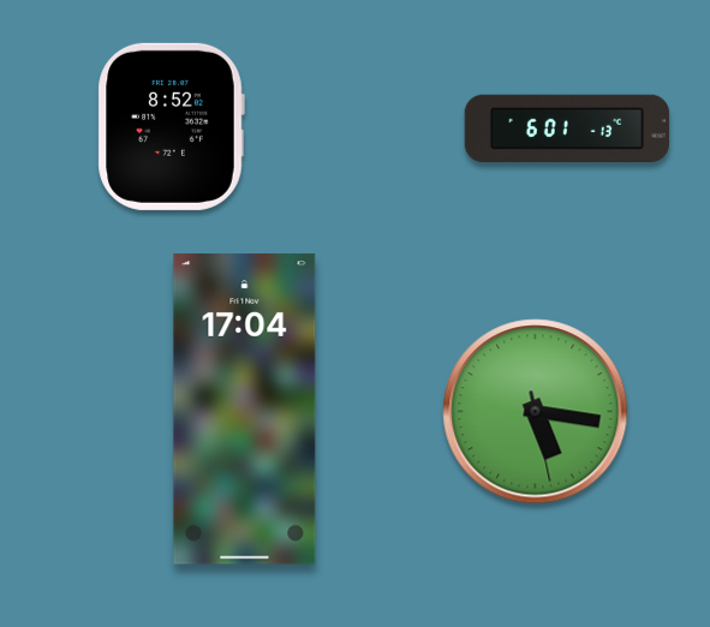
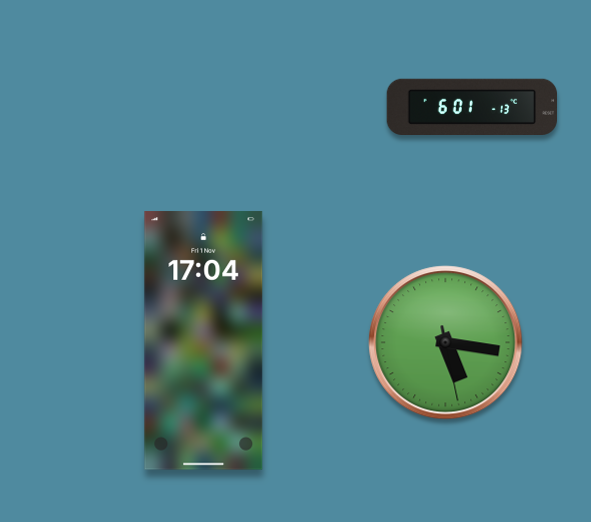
clock at (171, 126): 8:52 -> none
